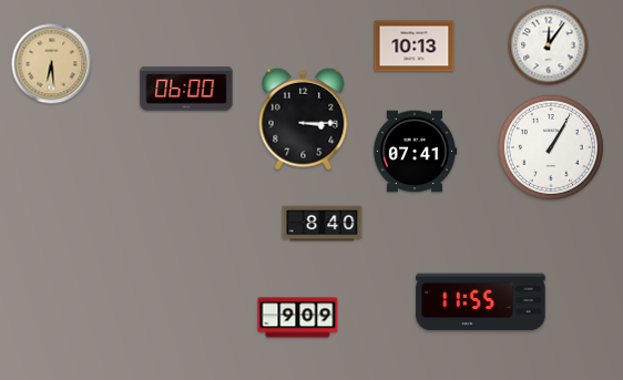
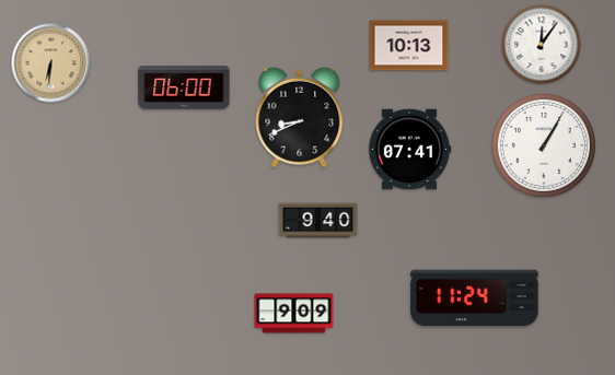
clock at (52, 64): 6:29 -> 6:31
clock at (304, 119): 3:15 -> 8:41
clock at (323, 224): 8:40 -> 9:40
clock at (481, 302): 11:55 -> 11:24
